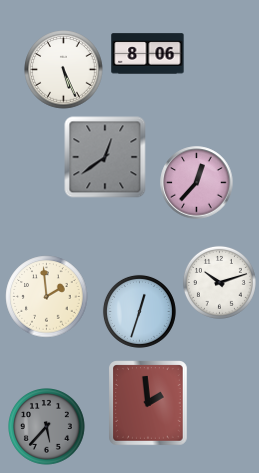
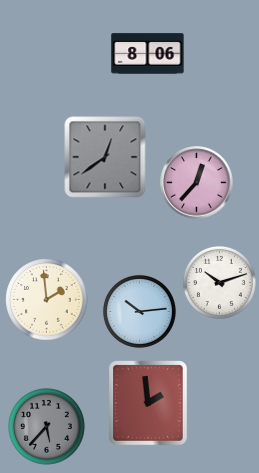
clock at (64, 70): 5:26 -> none
clock at (47, 297) position: (47, 297) -> (47, 300)
clock at (139, 311): 12:33 -> 10:14
